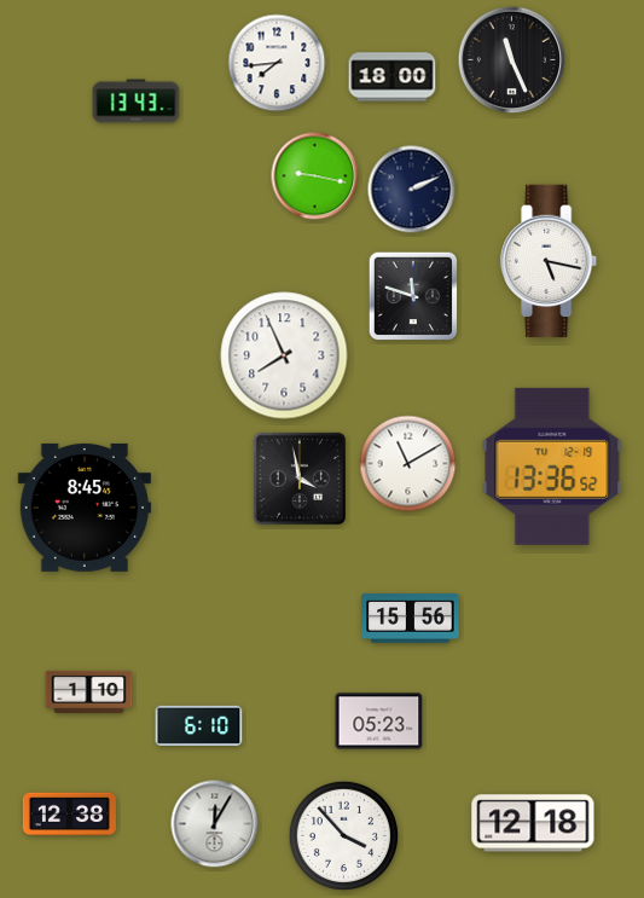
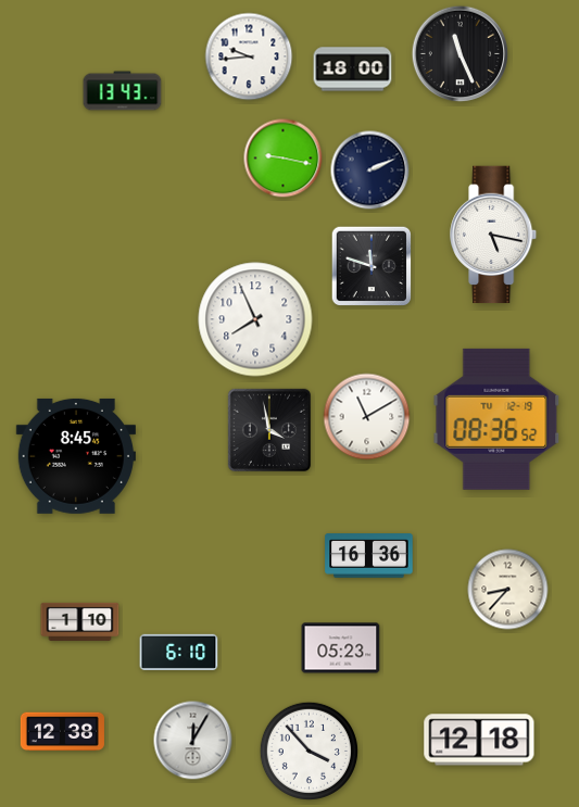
clock at (277, 63): 7:44 -> 9:44
clock at (552, 467): 13:36 -> 08:36
clock at (411, 619): 15:56 -> 16:36
clock at (508, 590): none -> 8:37
